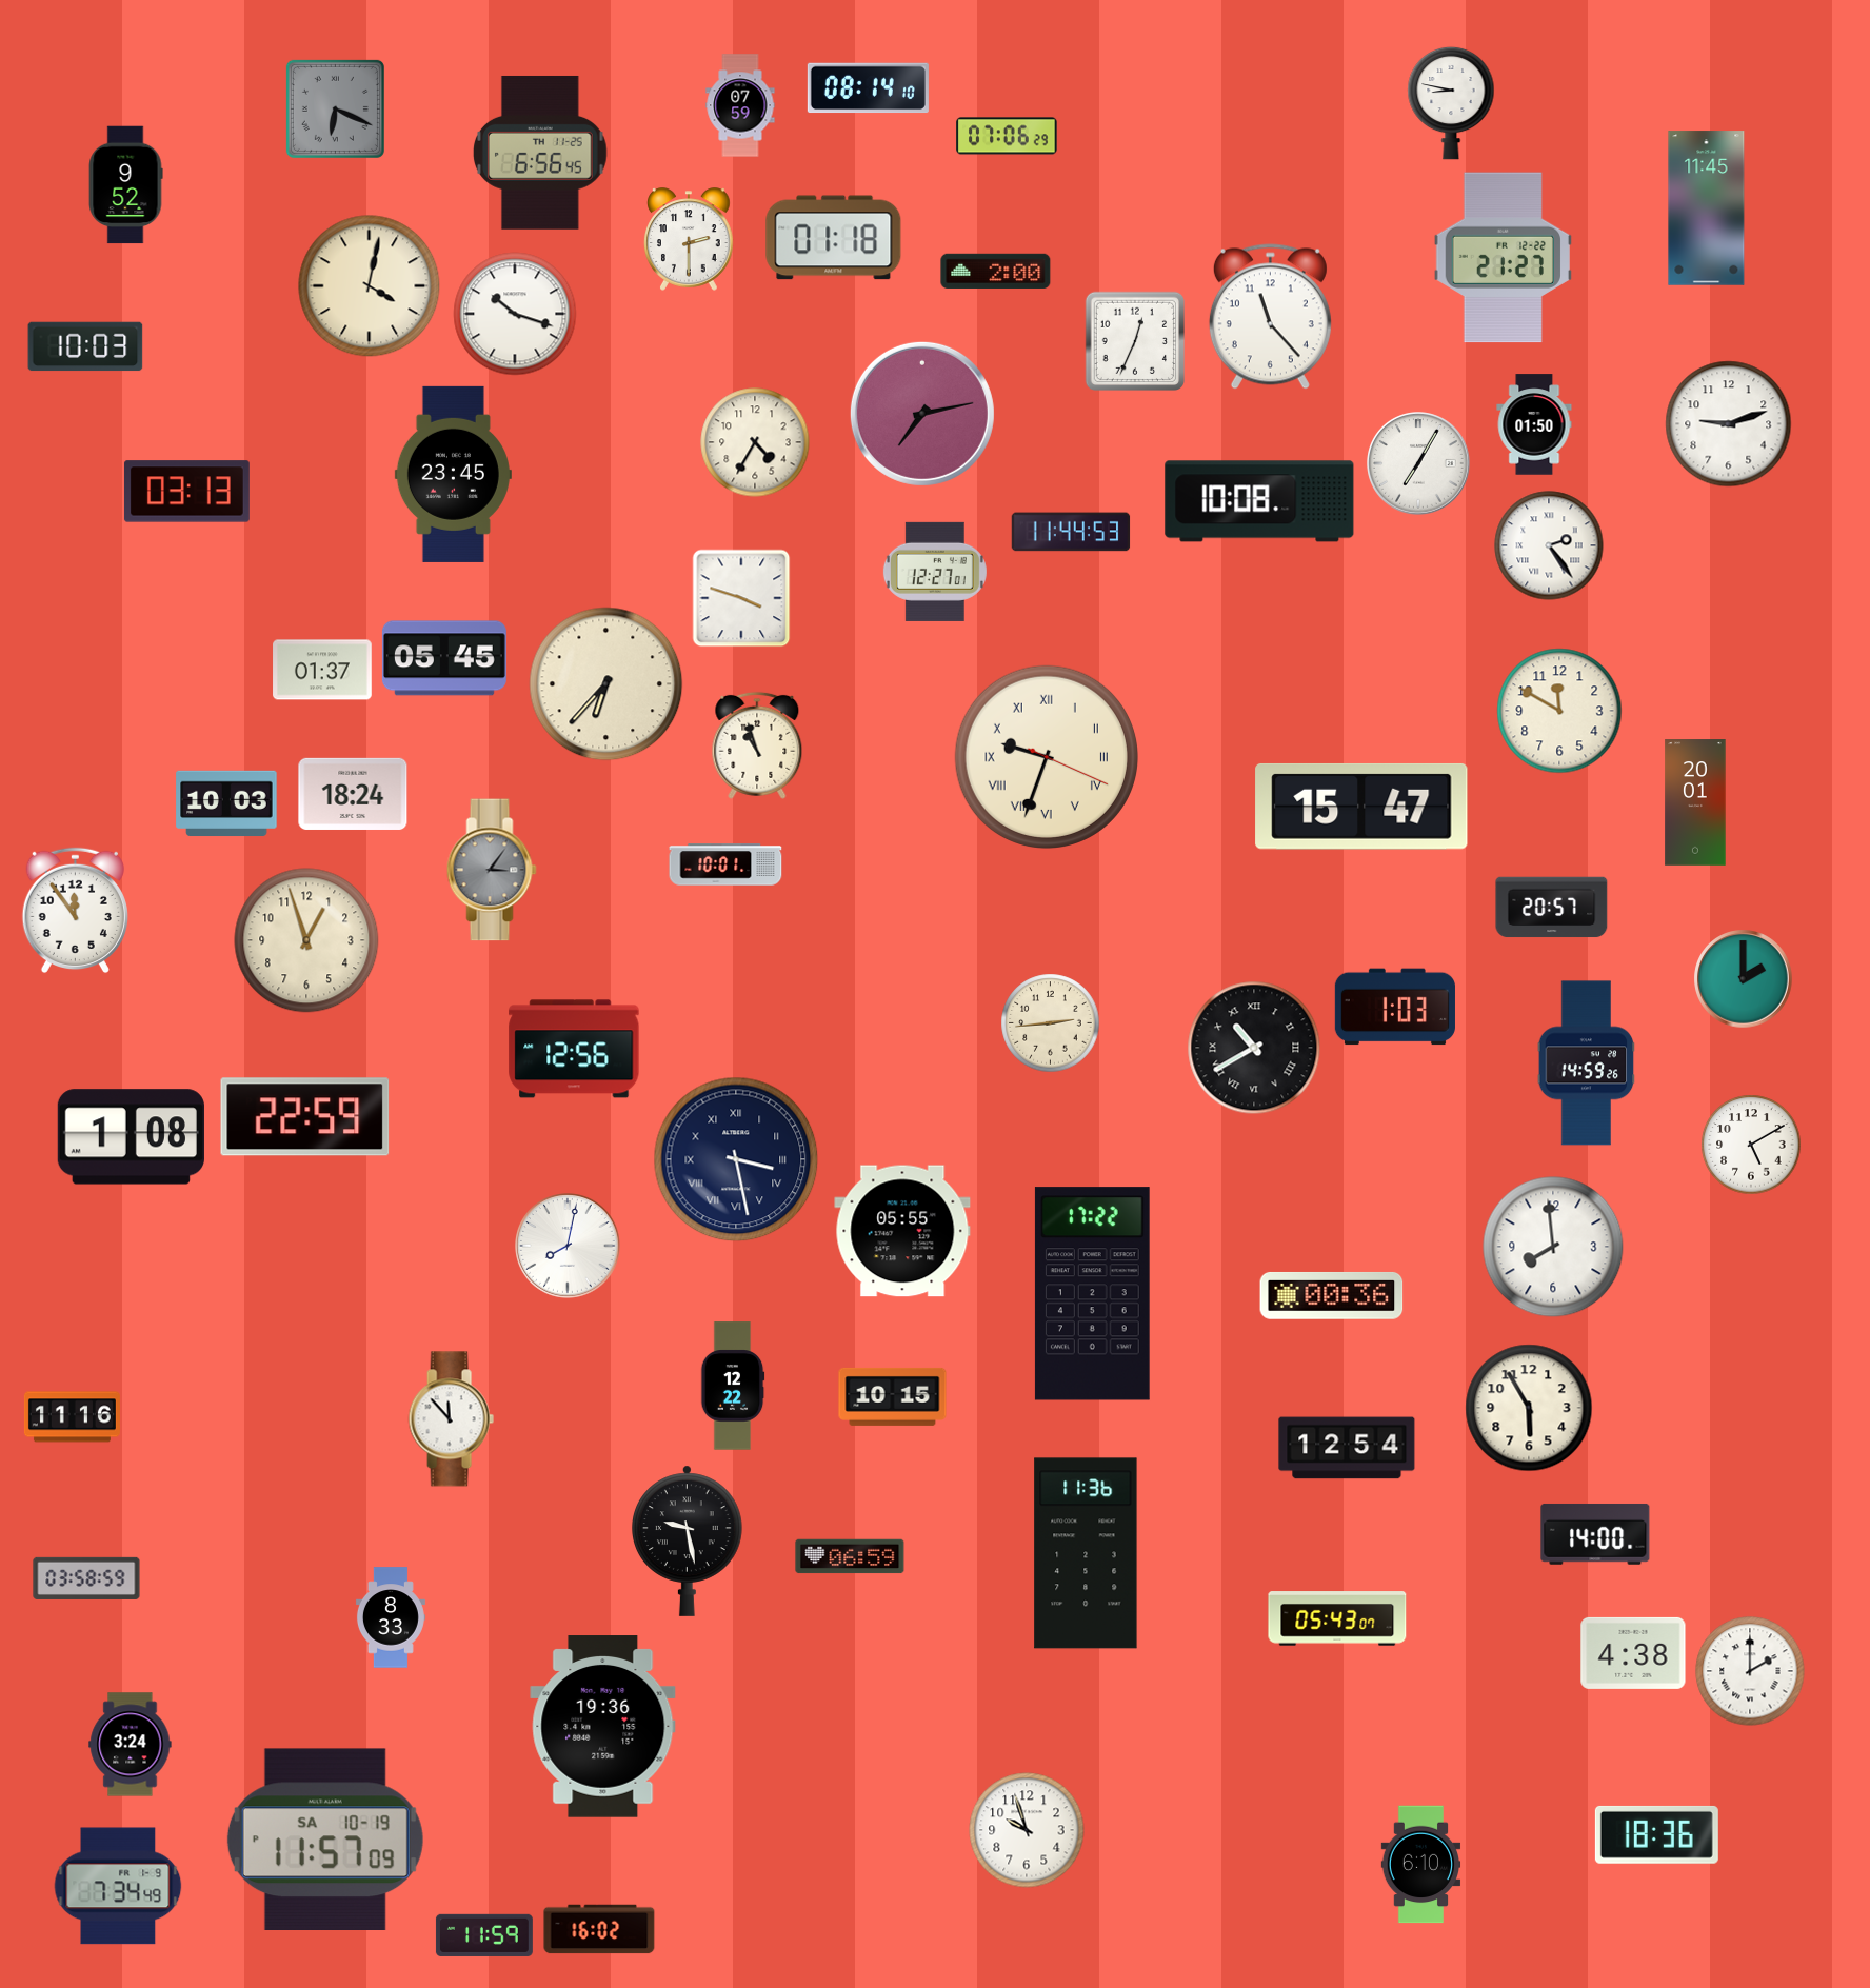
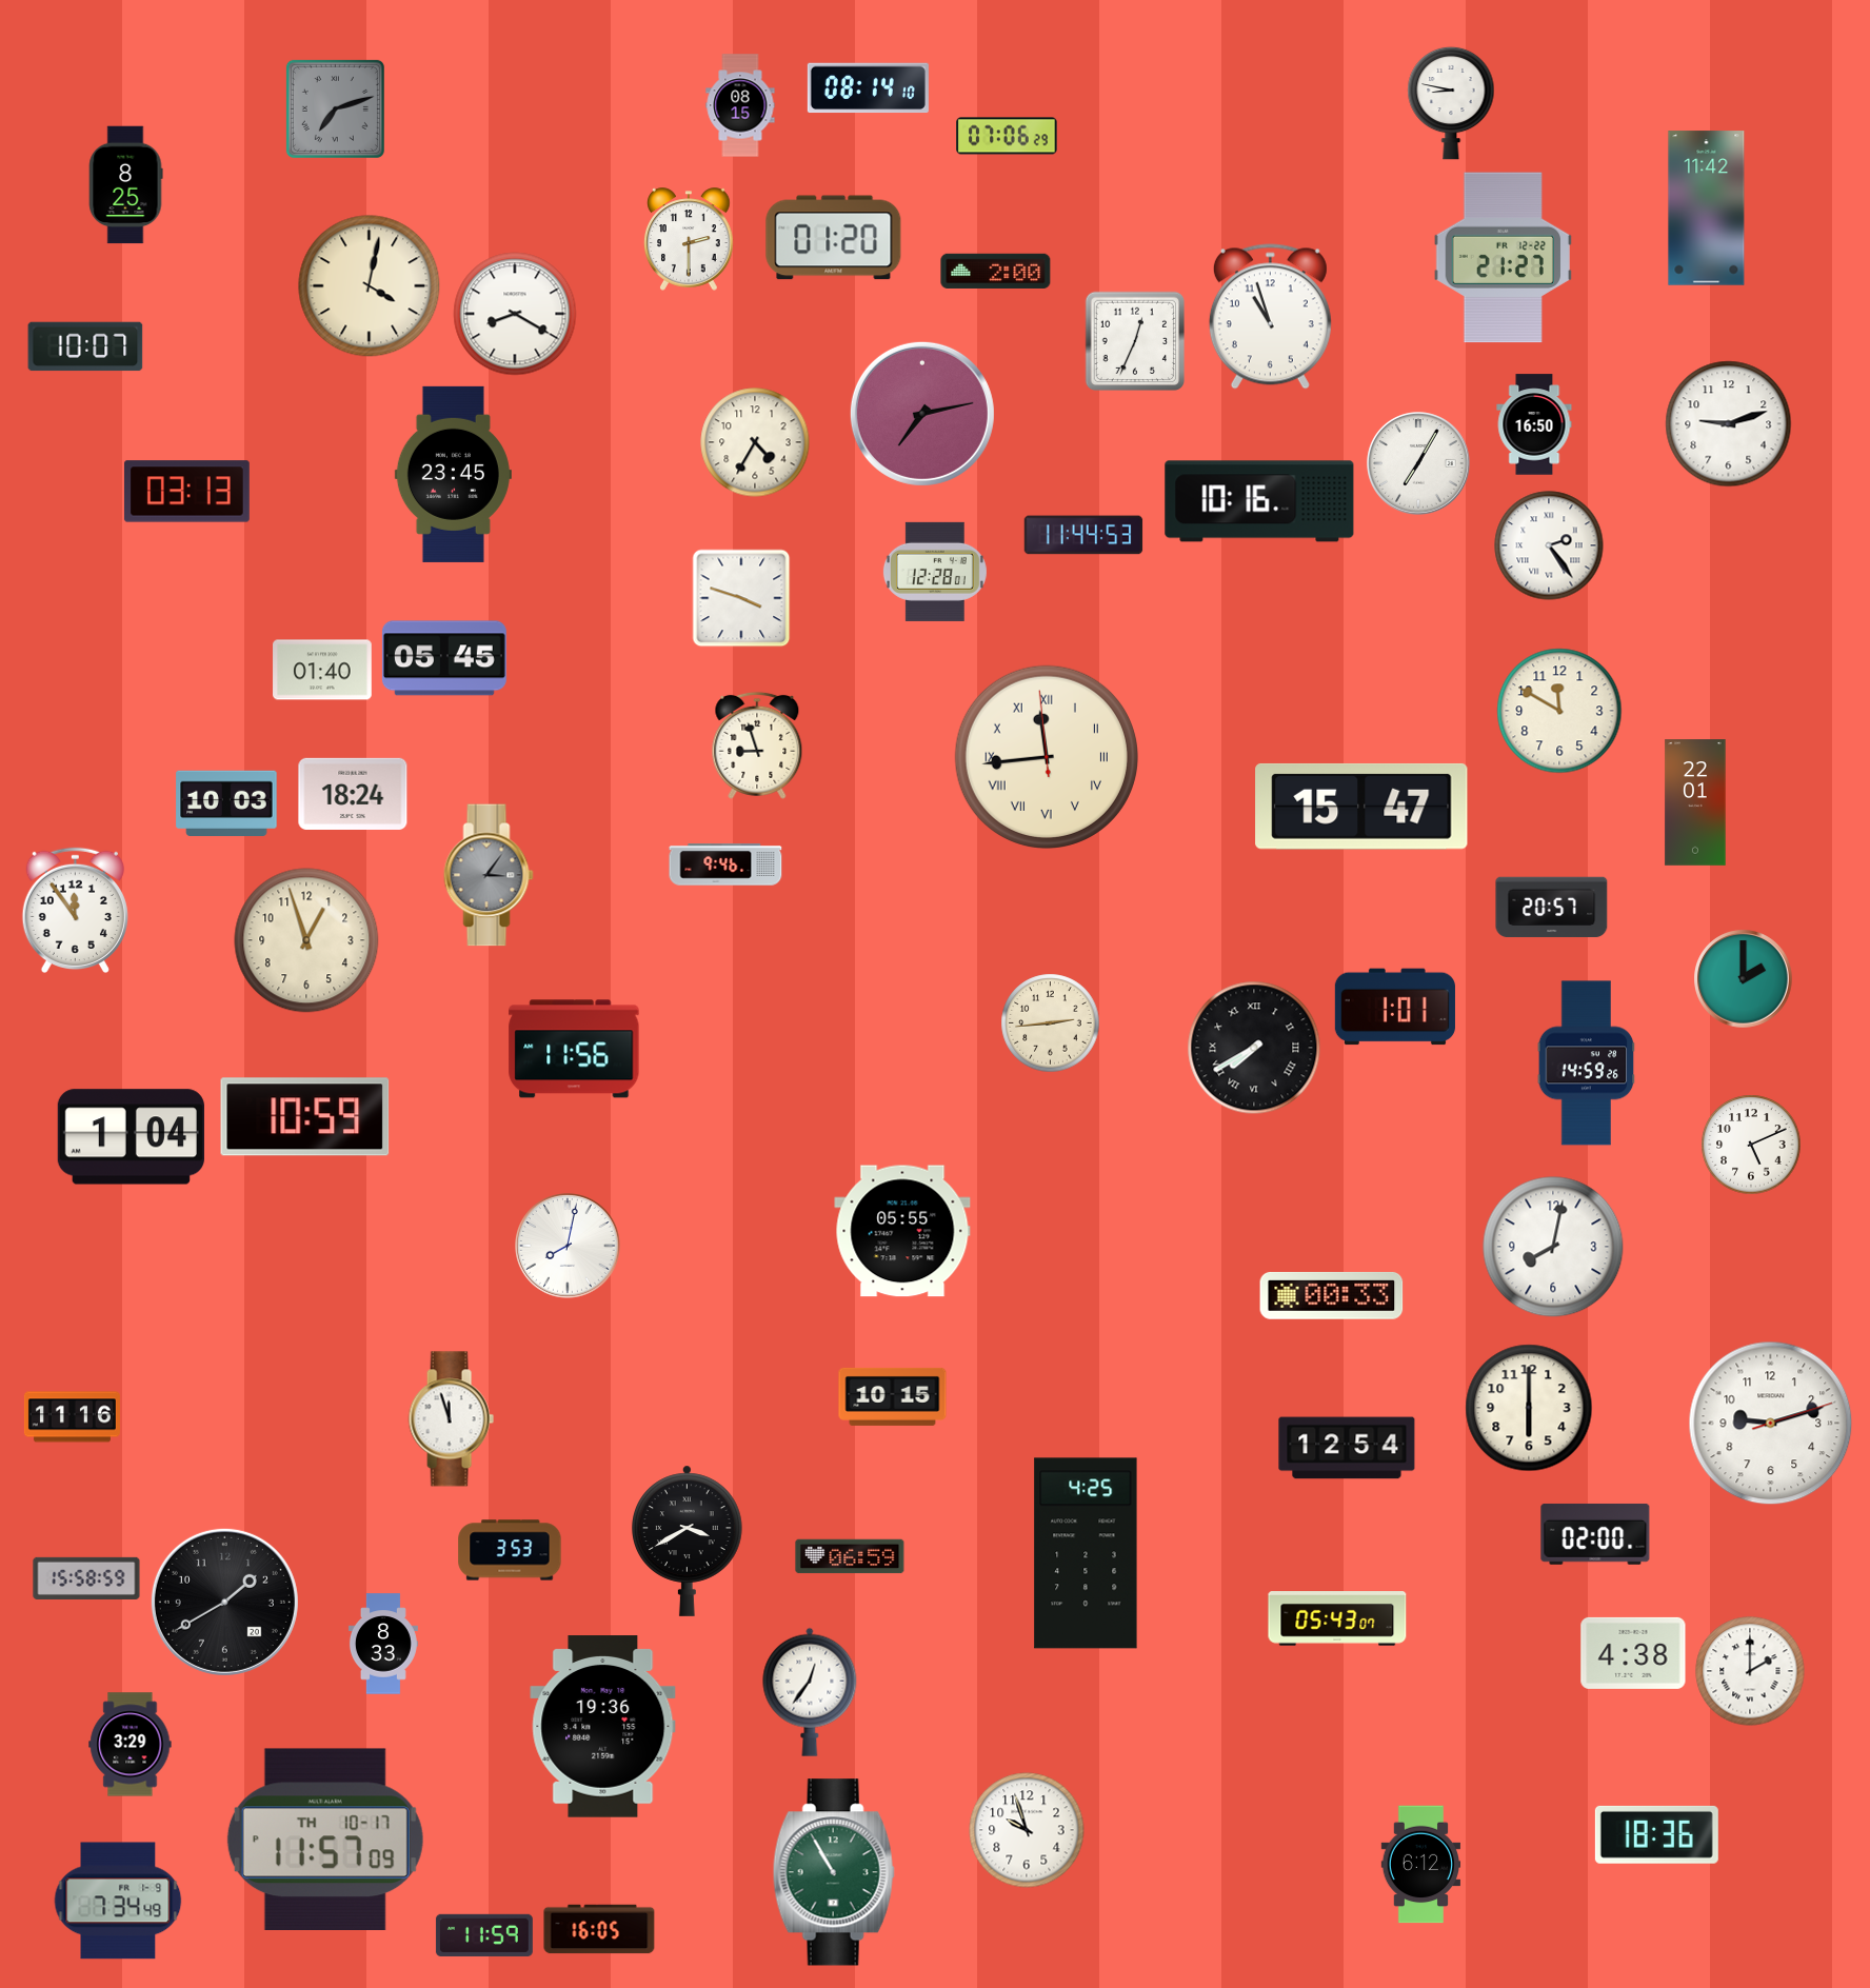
clock at (740, 105): 07:59 -> 08:15
clock at (335, 108): 6:19 -> 7:12
clock at (540, 153): 6:56 -> none
clock at (125, 185): 9:52 -> 8:25
clock at (1707, 208): 11:45 -> 11:42
clock at (834, 238): 01:18 -> 01:20
clock at (515, 314): 10:18 -> 8:20
clock at (1270, 317): 11:23 -> 10:57
clock at (85, 346): 10:03 -> 10:07
clock at (1534, 424): 01:50 -> 16:50
clock at (1259, 501): 10:08 -> 10:16
clock at (1071, 532) position: (1071, 532) -> (1083, 535)
clock at (935, 572): 12:27 -> 12:28
clock at (322, 670): 01:37 -> 01:40
clock at (606, 684): 6:37 -> none
clock at (757, 745): 10:57 -> 8:57
clock at (1046, 756): 9:33 -> 11:43
clock at (1695, 802): 20:01 -> 22:01
clock at (725, 864): 10:01 -> 9:46
clock at (492, 870) position: (492, 870) -> (489, 875)
clock at (1395, 1007): 1:03 -> 1:01
clock at (1254, 1048): 10:40 -> 7:40
clock at (574, 1049): 12:56 -> 11:56
clock at (305, 1117): 22:59 -> 10:59
clock at (131, 1137): 1:08 -> 1:04
clock at (1751, 1145): 5:10 -> 5:11
clock at (736, 1159): 3:28 -> none
clock at (1553, 1247): 7:59 -> 8:02
clock at (1092, 1294): 17:22 -> none
clock at (1332, 1295): 00:36 -> 00:33
clock at (733, 1386): 12:22 -> none
clock at (1529, 1408): 5:55 -> 6:00
clock at (451, 1419): 11:53 -> 11:57
clock at (1771, 1424): none -> 9:12
clock at (1595, 1534): 14:00 -> 02:00
clock at (688, 1540): 9:28 -> 3:40
clock at (510, 1550): none -> 3:53
clock at (1086, 1553): 11:36 -> 4:25
clock at (86, 1578): 03:58 -> 15:58
clock at (224, 1602): none -> 1:40
clock at (391, 1617) position: (391, 1617) -> (383, 1644)
clock at (810, 1692): none -> 12:36
clock at (131, 1745): 3:24 -> 3:29
clock at (325, 1838) date: SA 10-19 -> TH 10-17
clock at (1421, 1865): 6:10 -> 6:12
clock at (834, 1872): none -> 10:55
clock at (118, 1886) position: (118, 1886) -> (118, 1901)
clock at (599, 1929): 16:02 -> 16:05
